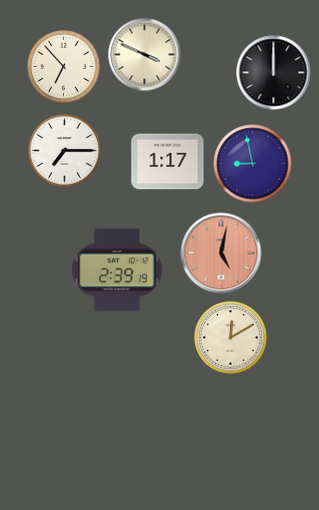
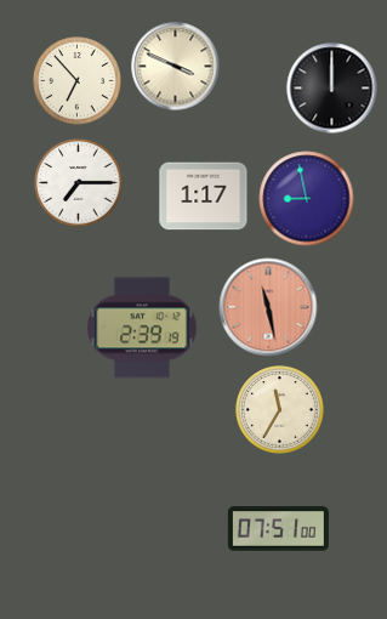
clock at (221, 253): 5:02 -> 11:28
clock at (231, 338): 12:10 -> 11:35
clock at (278, 529): none -> 07:51
